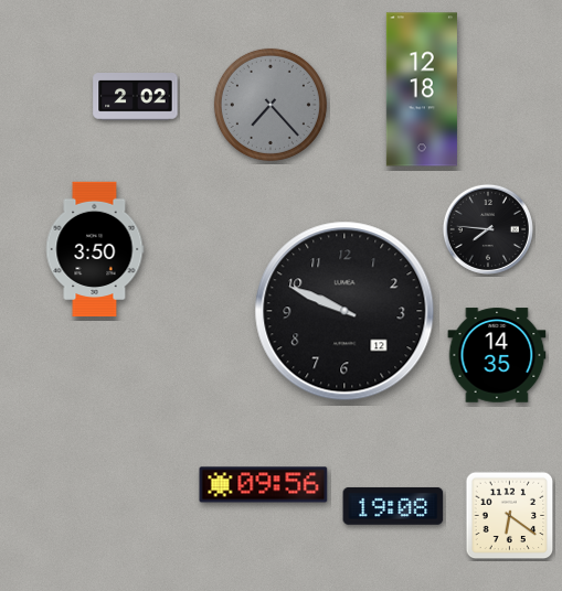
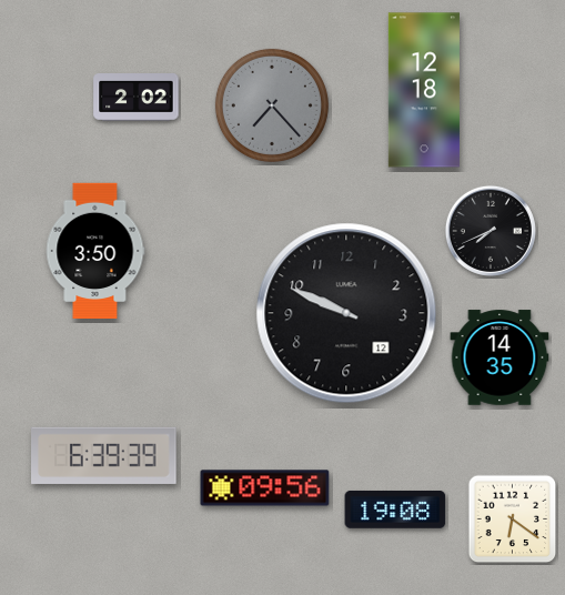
clock at (488, 229): 7:46 -> 7:41
clock at (104, 455): none -> 6:39
